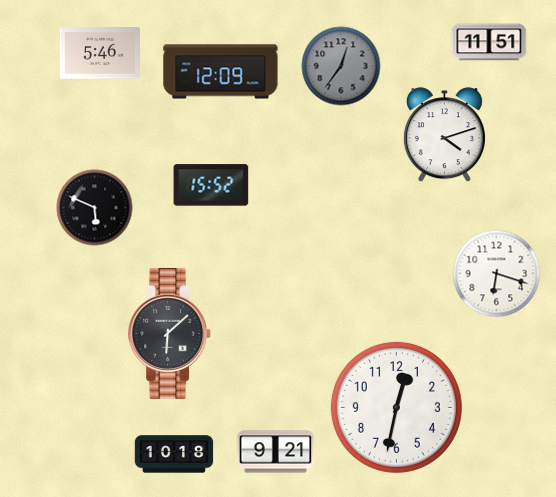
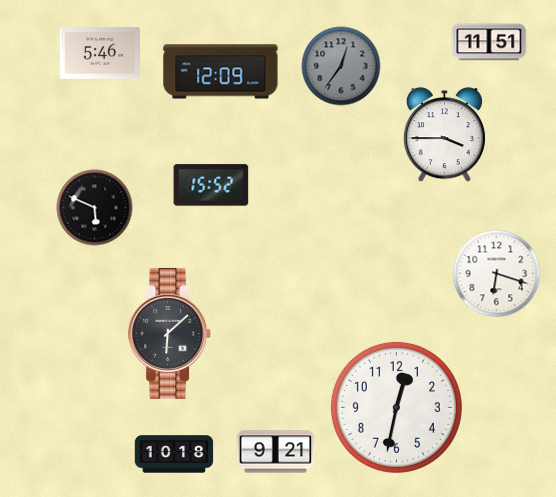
clock at (444, 135): 4:12 -> 3:45
